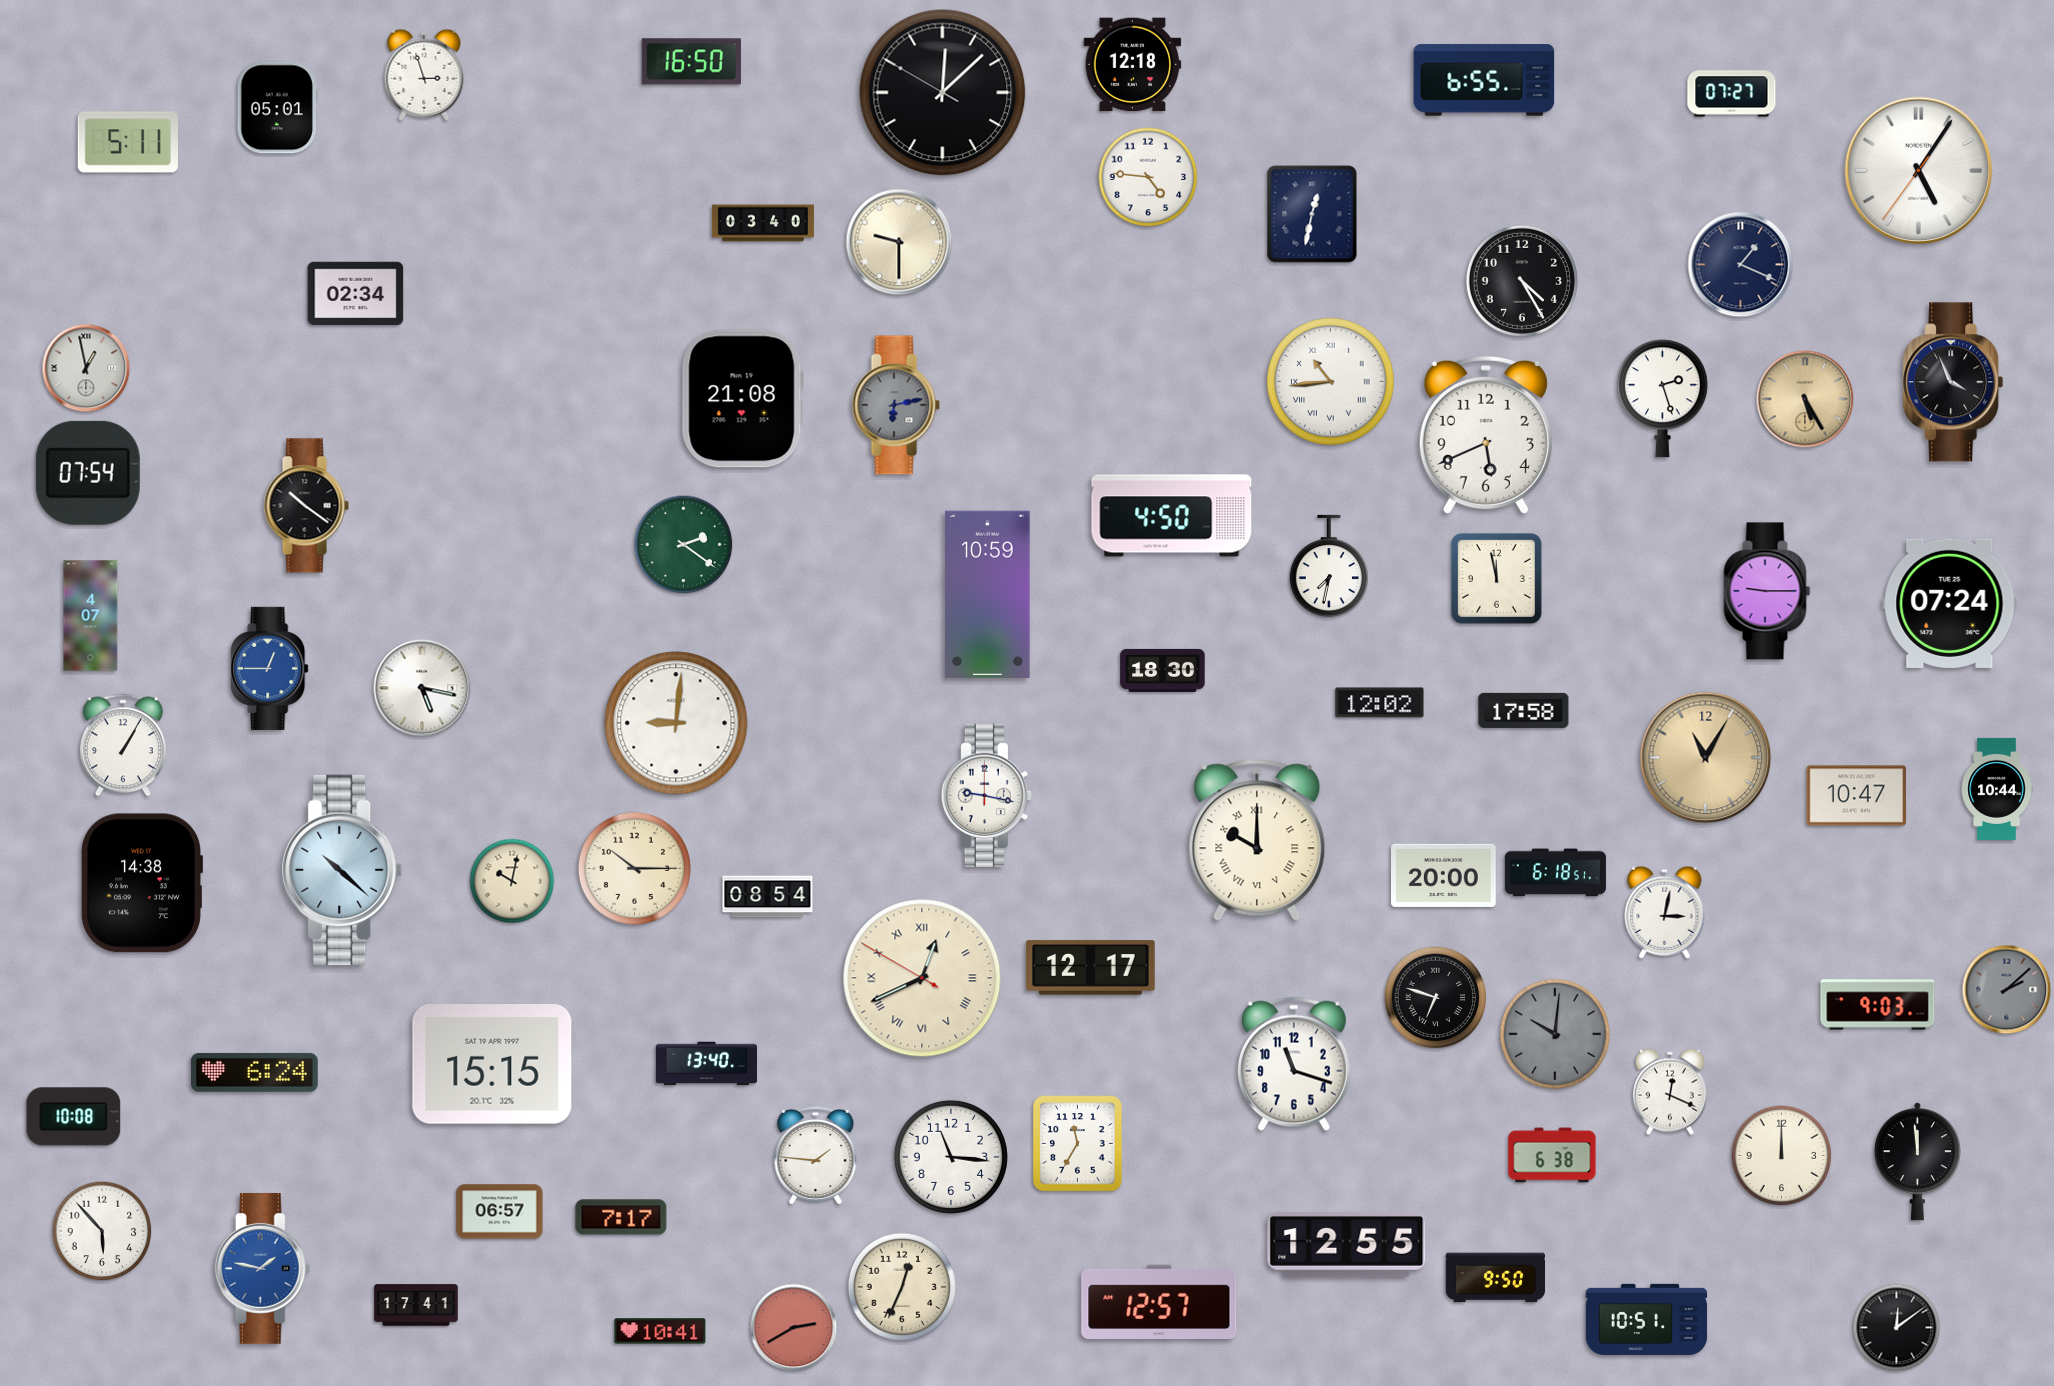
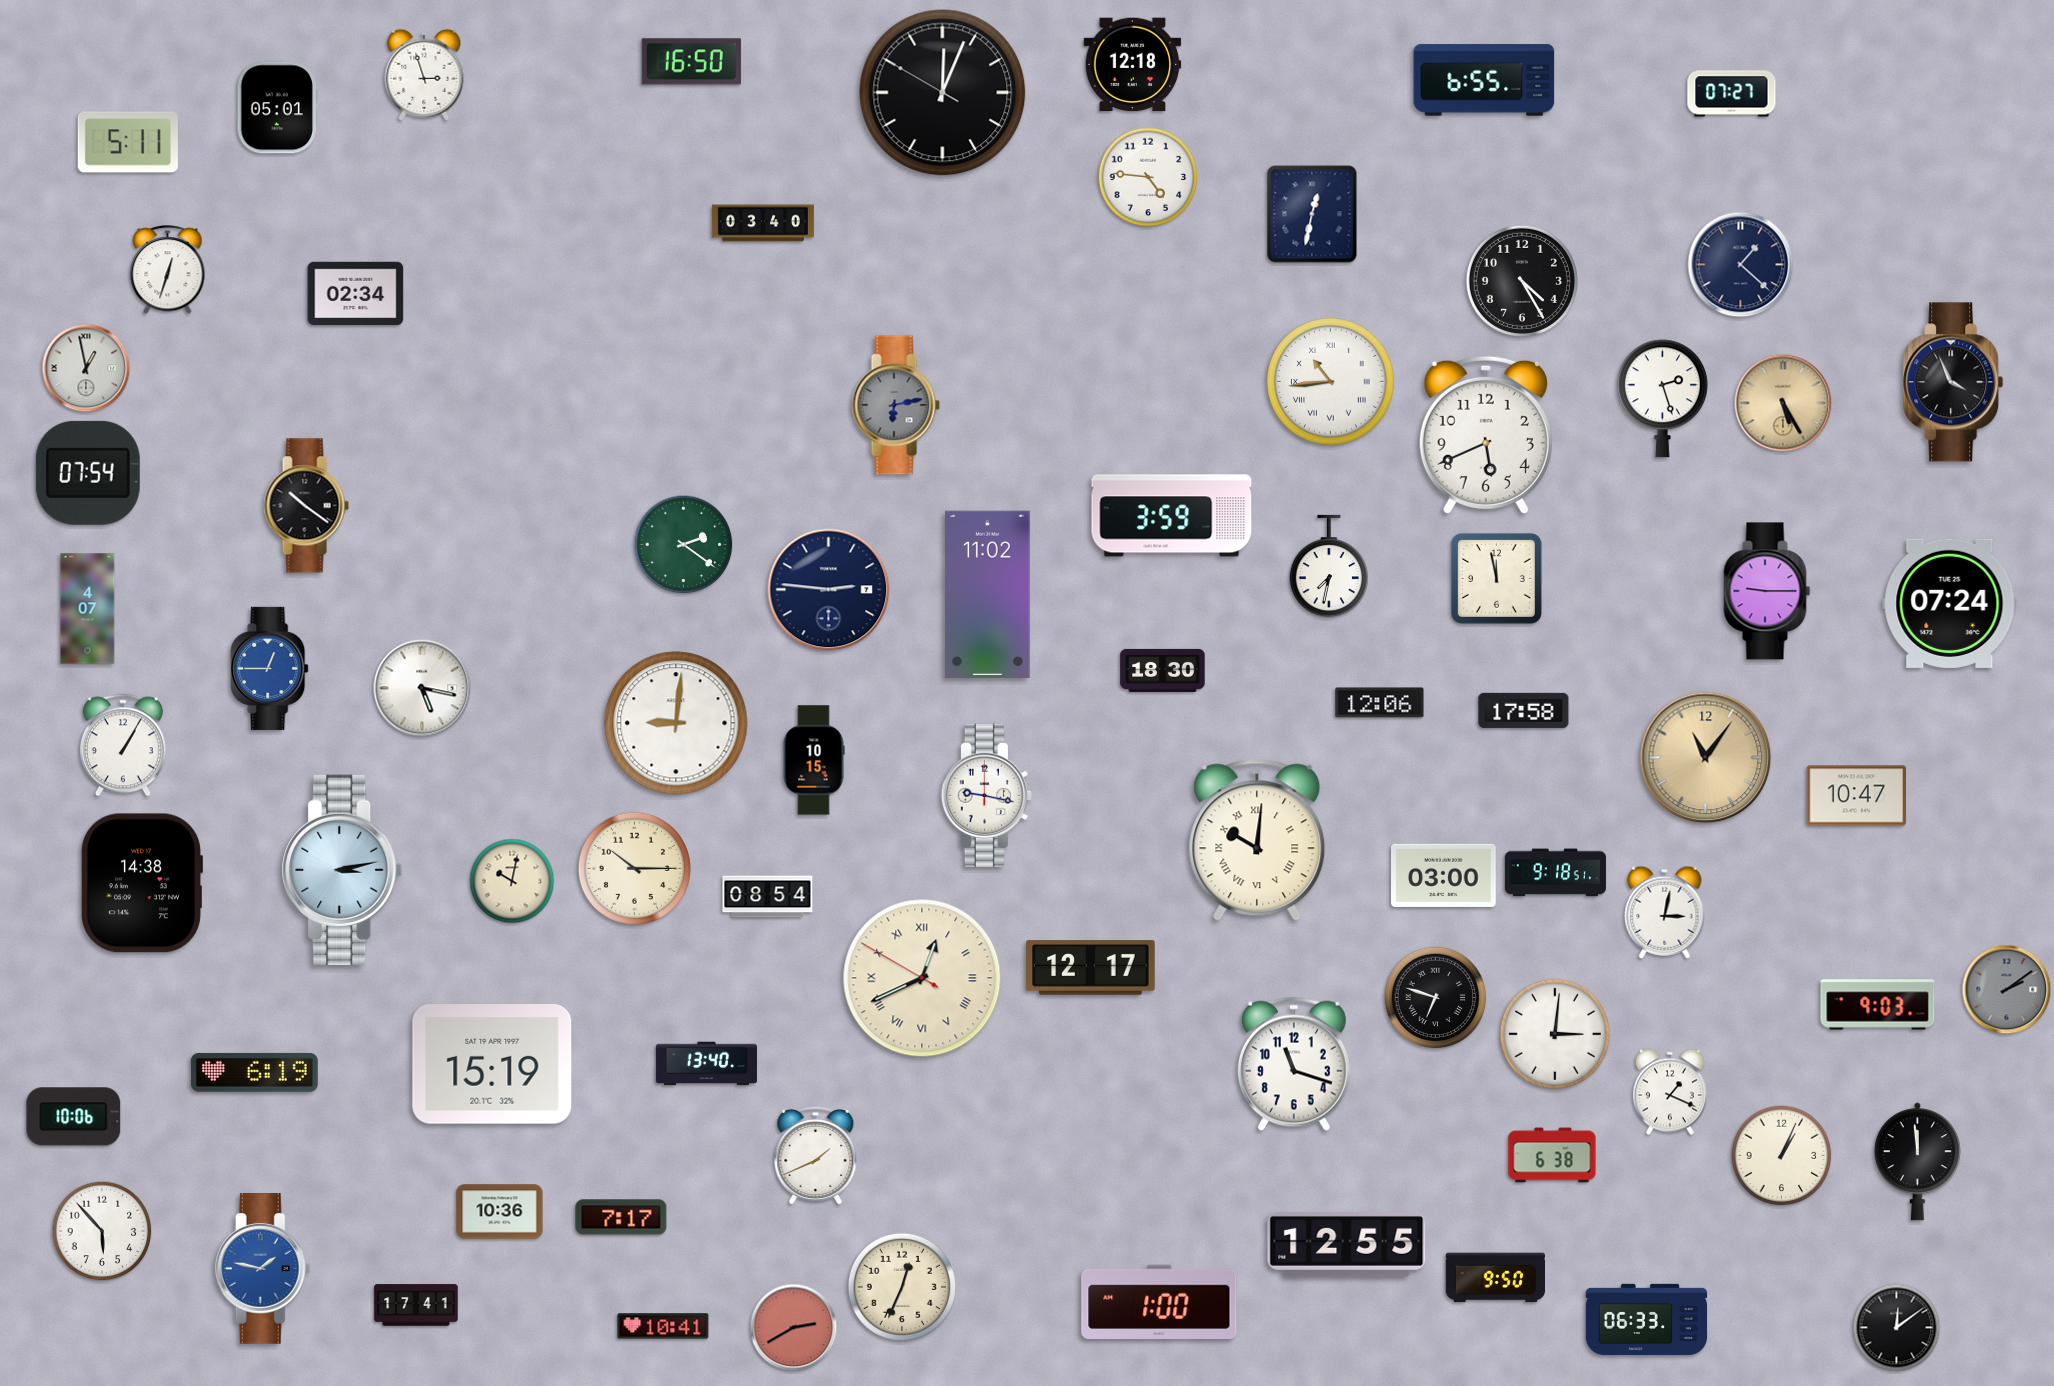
clock at (943, 93): 12:07 -> 12:03
clock at (1919, 171): 5:05 -> none
clock at (899, 242): 9:30 -> none
clock at (1741, 265): 1:19 -> 1:22
clock at (168, 270): none -> 12:33
clock at (742, 399): 21:08 -> none
clock at (1805, 399) position: (1805, 399) -> (1783, 403)
clock at (1172, 516): 4:50 -> 3:59
clock at (829, 590): none -> 2:46
clock at (988, 594): 10:59 -> 11:02
clock at (91, 616) position: (91, 616) -> (88, 609)
clock at (1380, 703): 12:02 -> 12:06
clock at (1706, 758): 11:05 -> 11:06
clock at (814, 760): none -> 10:15
clock at (1997, 789): 10:44 -> none
clock at (1257, 840): 10:00 -> 10:01
clock at (342, 870): 10:22 -> 3:13
clock at (1555, 873): 6:18 -> 9:18
clock at (1444, 875): 20:00 -> 03:00
clock at (2007, 990): 2:08 -> 2:09
clock at (1555, 1034): 10:01 -> 3:01
clock at (1555, 1034) dial: grey -> white
clock at (492, 1065): 15:15 -> 15:19
clock at (254, 1072): 6:24 -> 6:19
clock at (1670, 1092): 12:19 -> 1:19
clock at (74, 1117): 10:08 -> 10:06
clock at (1078, 1144): 11:35 -> none
clock at (816, 1155): 1:46 -> 1:41
clock at (1782, 1156): 12:00 -> 1:04
clock at (951, 1157): 11:16 -> none
clock at (500, 1212): 06:57 -> 10:36
clock at (1159, 1302): 12:57 -> 1:00
clock at (1647, 1319): 10:51 -> 06:33
clock at (660, 1331) position: (660, 1331) -> (663, 1326)
